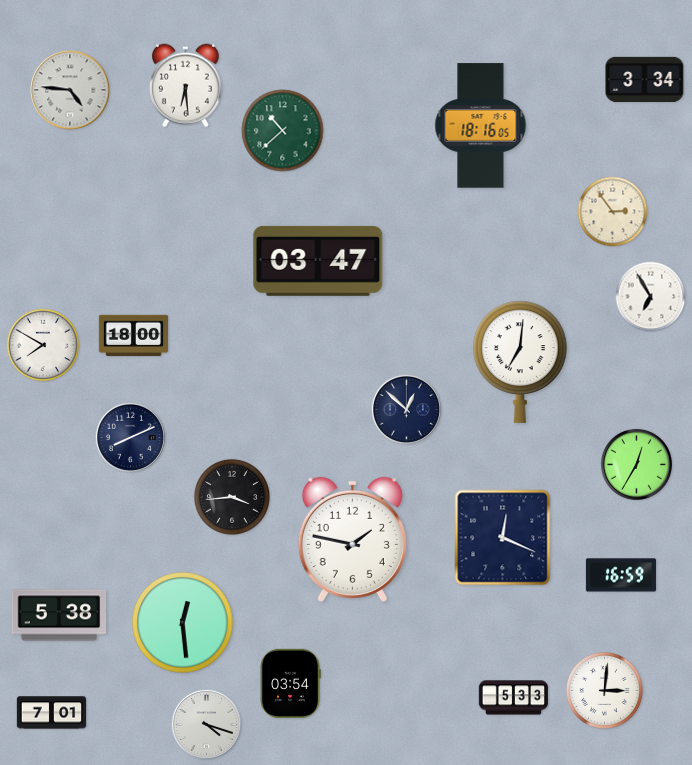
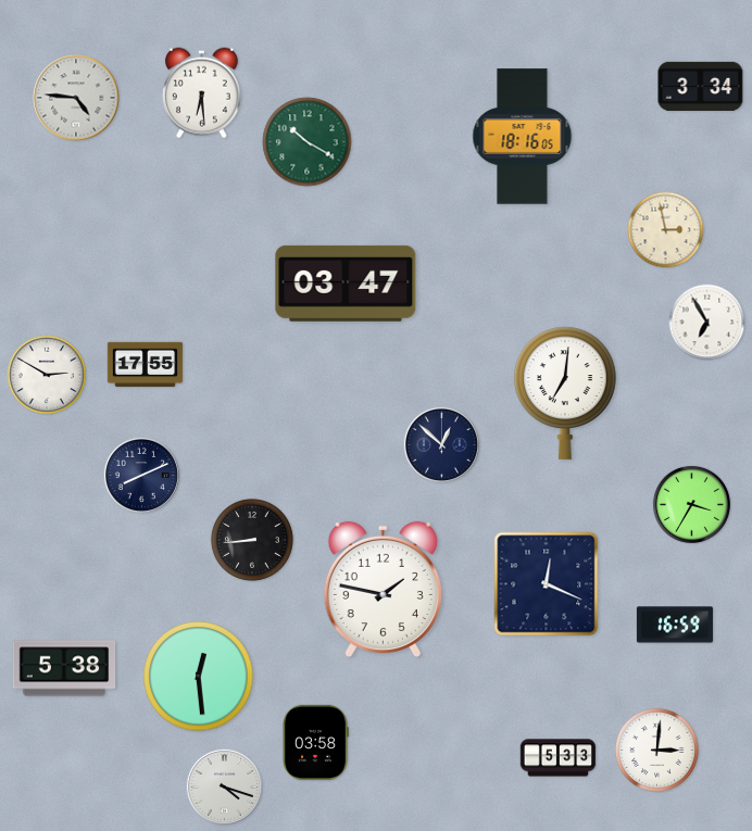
clock at (283, 131): 10:38 -> 10:20
clock at (613, 212): 2:54 -> 2:58
clock at (134, 336): 18:00 -> 17:55
clock at (43, 345): 7:50 -> 2:50
clock at (636, 464): 12:35 -> 3:35
clock at (232, 497): 3:44 -> 8:44
clock at (352, 539) position: (352, 539) -> (383, 589)
clock at (290, 684): 03:54 -> 03:58
clock at (52, 713): 7:01 -> none
